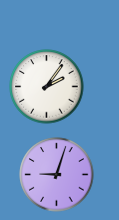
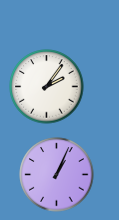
clock at (57, 175): 9:03 -> 1:04
